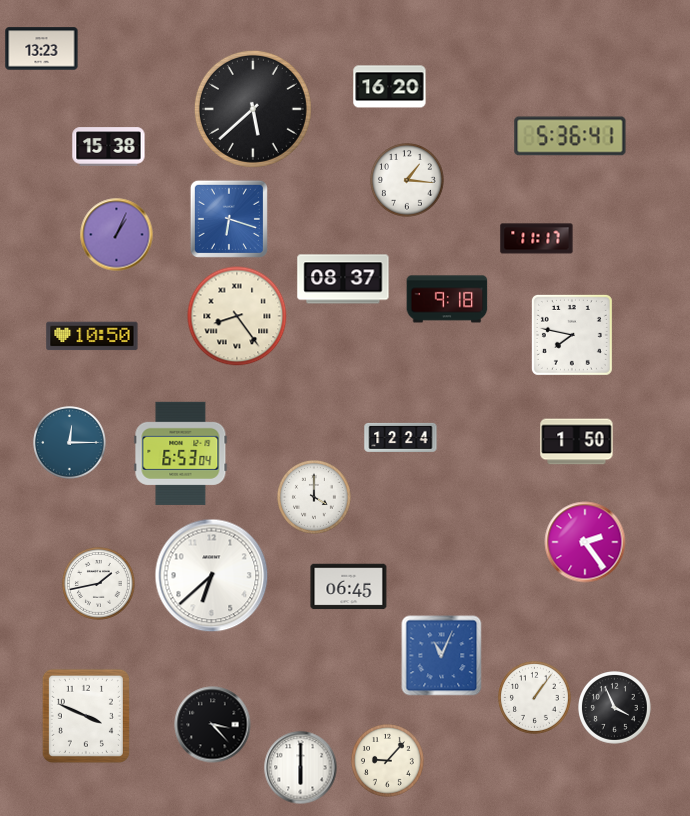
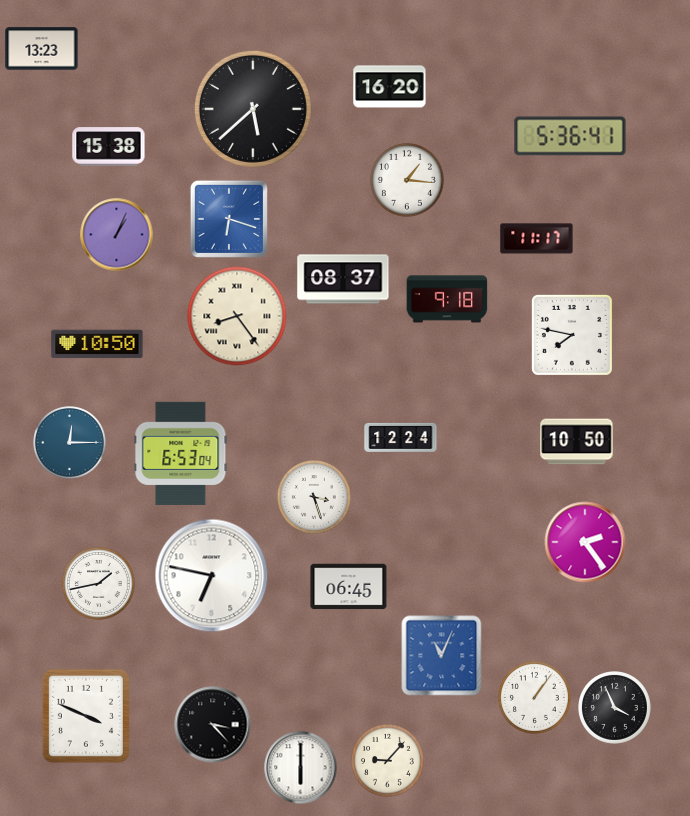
clock at (92, 336) position: (92, 336) -> (97, 344)
clock at (577, 442): 1:50 -> 10:50
clock at (315, 498): 4:00 -> 3:27
clock at (212, 576): 6:38 -> 6:47
